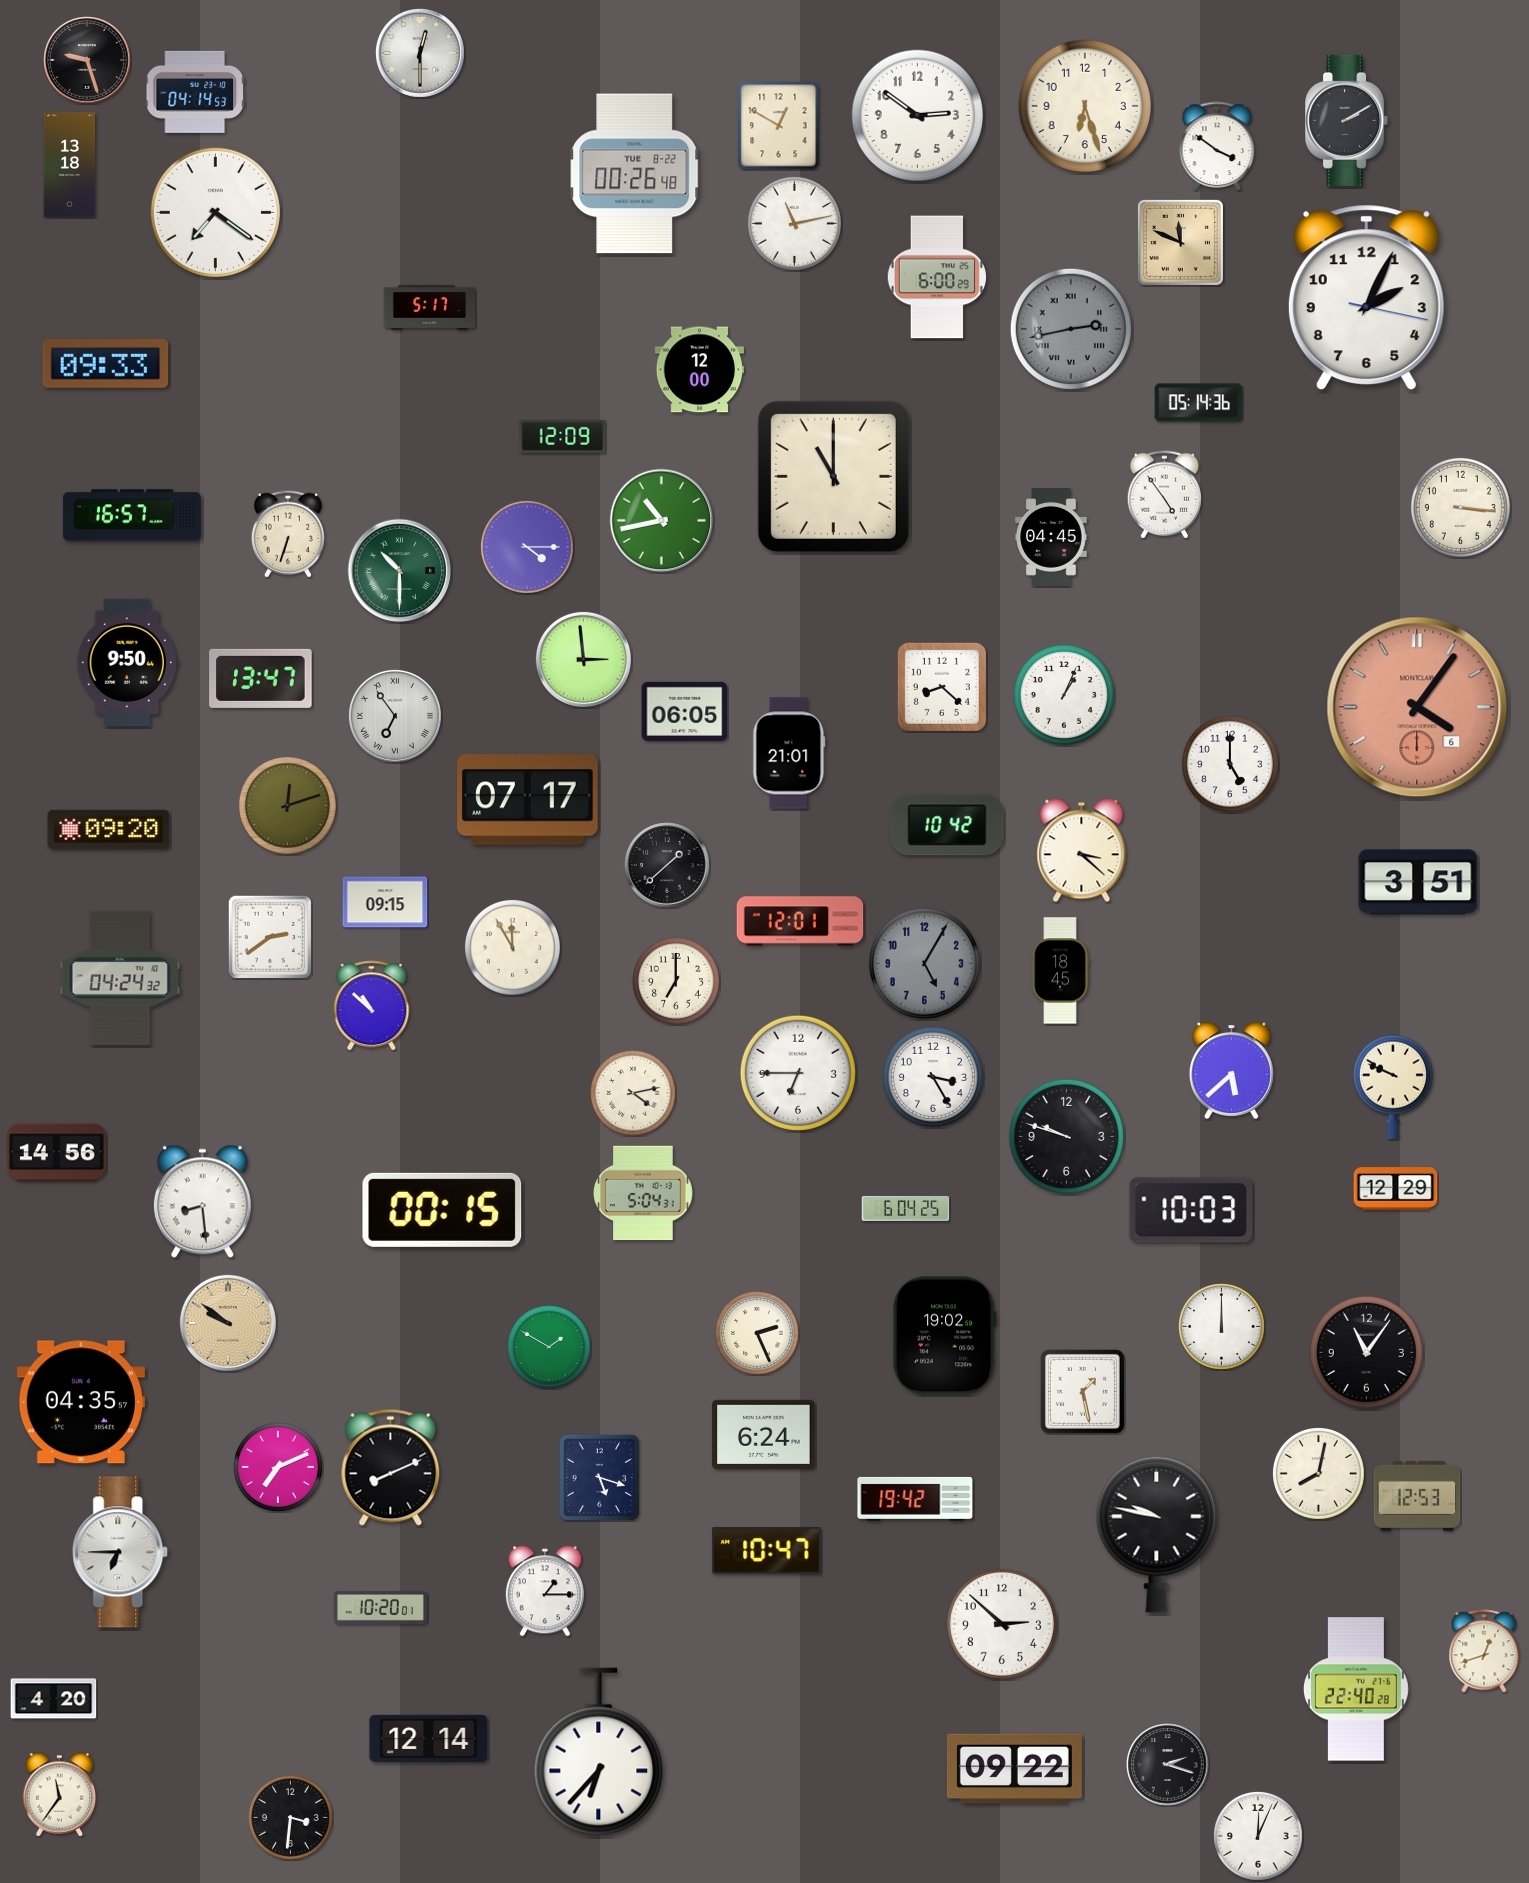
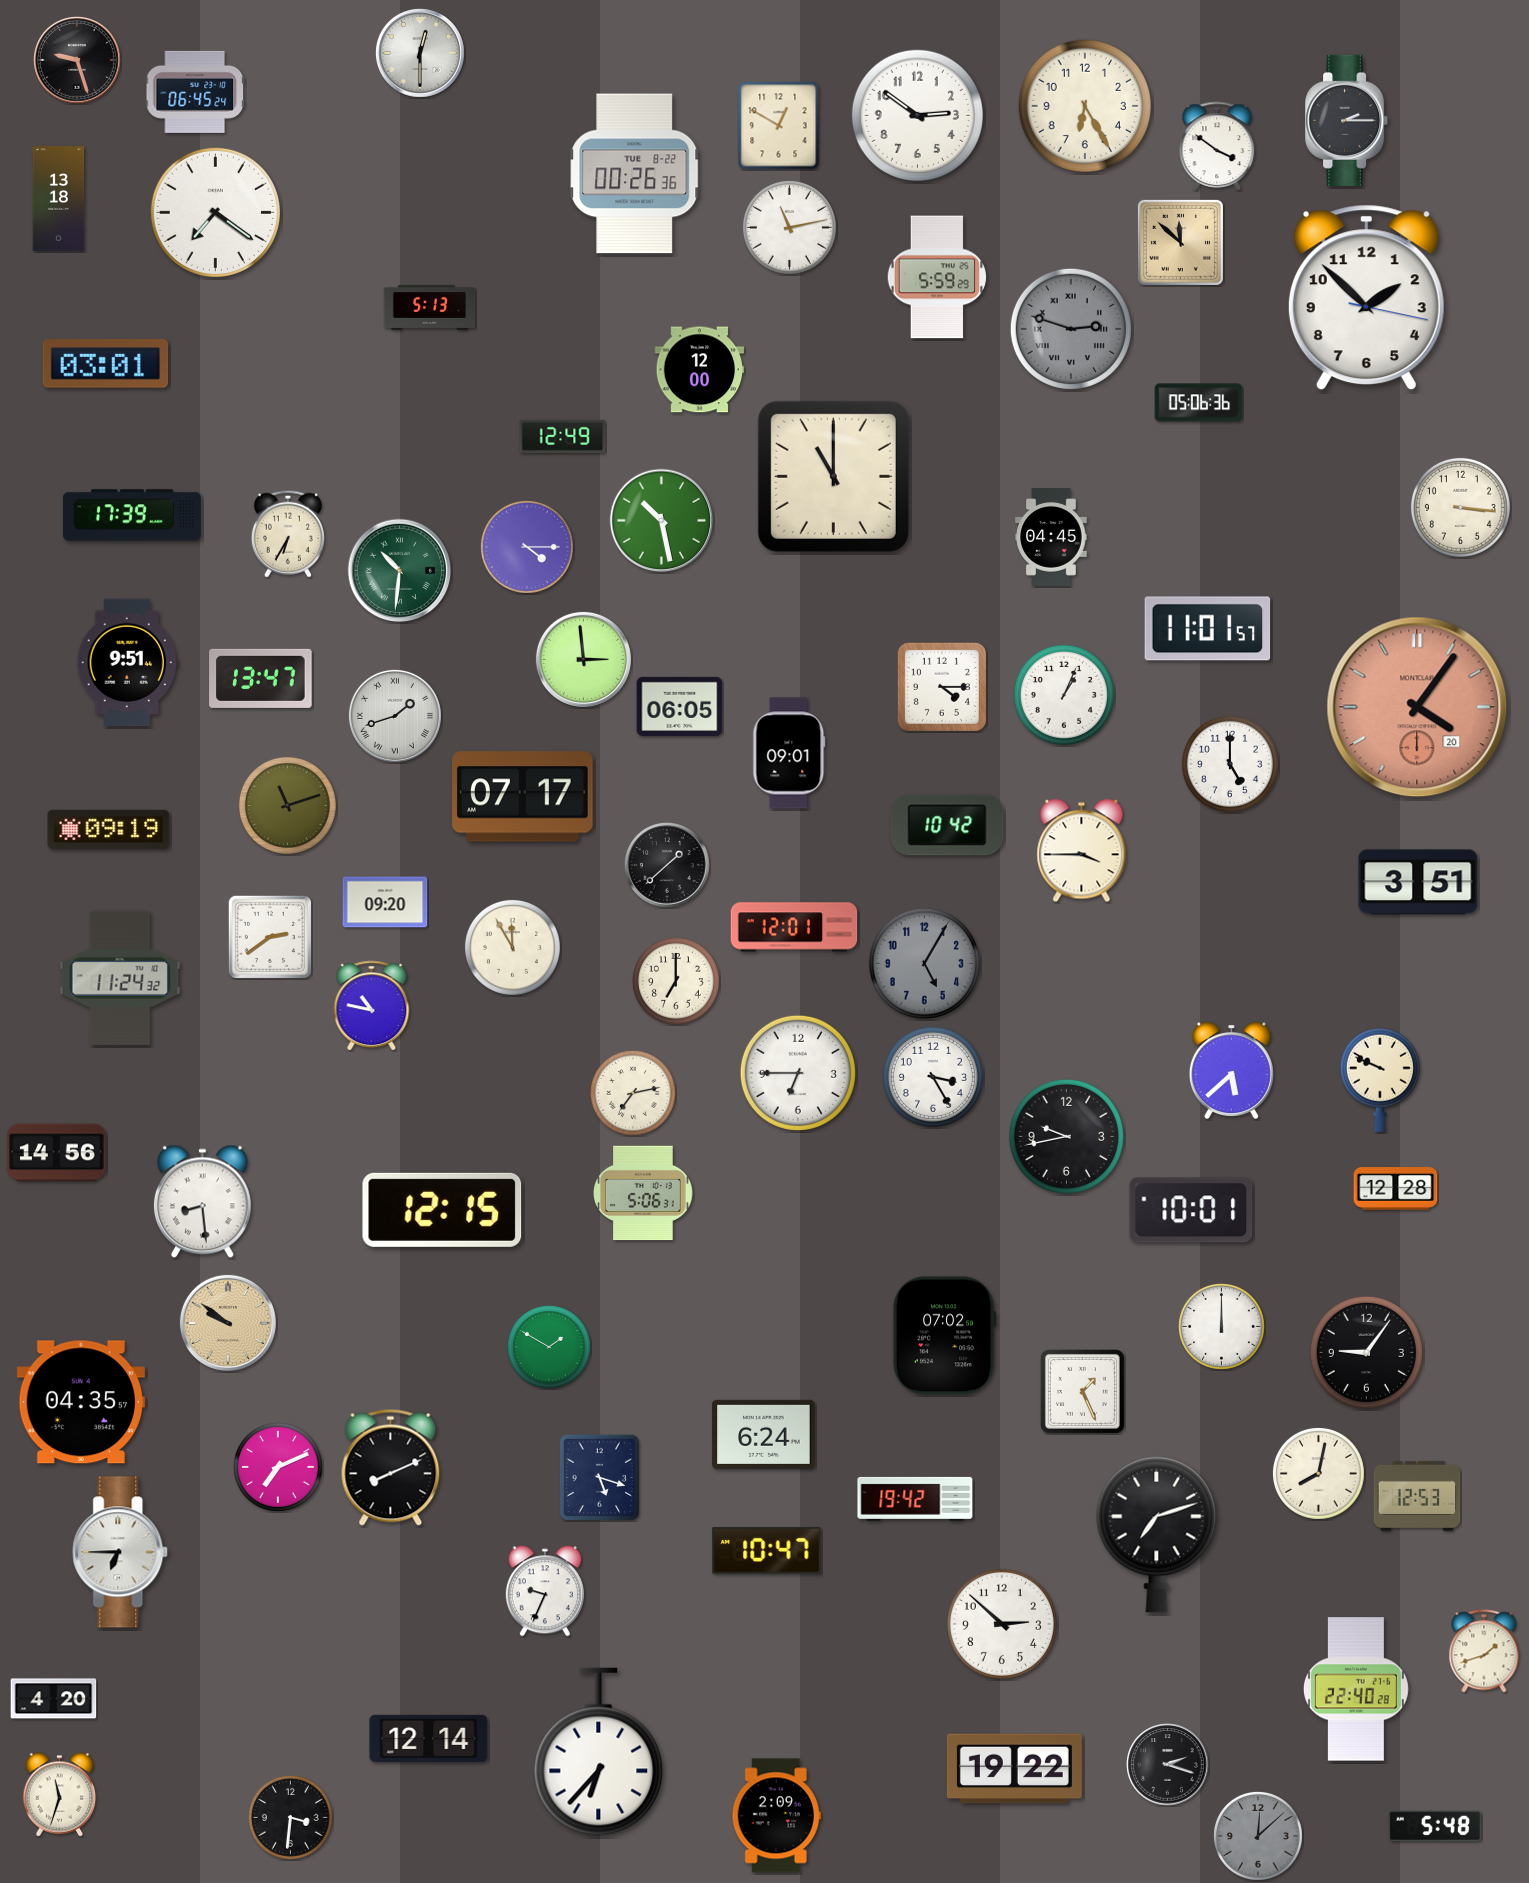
clock at (88, 61) position: (88, 61) -> (78, 61)
clock at (194, 92): 04:14 -> 06:45
clock at (1084, 105): 6:27 -> 6:25
clock at (1347, 120): 2:10 -> 2:15
clock at (70, 165) position: (70, 165) -> (59, 199)
clock at (635, 174): 00:26:48 -> 00:26:36
clock at (794, 223) position: (794, 223) -> (789, 227)
clock at (1180, 242): 11:49 -> 11:52
clock at (937, 277): 6:00 -> 5:59
clock at (1366, 298): 2:04 -> 1:52
clock at (430, 307): 5:17 -> 5:13
clock at (1071, 329): 2:43 -> 2:48
clock at (106, 364): 09:33 -> 03:01
clock at (1199, 403): 05:14 -> 05:06
clock at (563, 436): 12:09 -> 12:49
clock at (1164, 495): 4:54 -> none
clock at (132, 515): 16:57 -> 17:39
clock at (662, 521): 10:43 -> 10:28
clock at (288, 534): 6:33 -> 6:35
clock at (400, 571): 10:30 -> 10:31
clock at (1208, 629): none -> 11:01
clock at (127, 663): 9:50 -> 9:51
clock at (942, 687): 8:22 -> 4:15
clock at (1417, 707) date: 6 -> 20
clock at (685, 711) position: (685, 711) -> (680, 706)
clock at (395, 716): 6:54 -> 1:42
clock at (789, 753): 21:01 -> 09:01
clock at (528, 800) position: (528, 800) -> (523, 797)
clock at (287, 805): 12:12 -> 11:12
clock at (109, 829): 09:20 -> 09:19
clock at (1082, 851): 3:22 -> 3:45
clock at (385, 902): 09:15 -> 09:20
clock at (800, 921) position: (800, 921) -> (794, 927)
clock at (1060, 971): 18:45 -> none
clock at (120, 978): 04:24 -> 11:24
clock at (372, 1006): 10:52 -> 10:47
clock at (1393, 1087) position: (1393, 1087) -> (1380, 1080)
clock at (634, 1094): 4:13 -> 7:13
clock at (1066, 1136): 9:48 -> 9:43
clock at (1396, 1189): 12:29 -> 12:28
clock at (643, 1193): 5:04 -> 5:06
clock at (906, 1208): 6:04 -> none
clock at (442, 1210): 00:15 -> 12:15
clock at (1191, 1210): 10:03 -> 10:01
clock at (758, 1334): 2:26 -> none
clock at (944, 1336): 19:02 -> 07:02
clock at (1366, 1352): 11:06 -> 9:06
clock at (1082, 1391): 1:28 -> 1:26
clock at (1157, 1534): 9:47 -> 7:12
clock at (545, 1591): 1:15 -> 9:34
clock at (380, 1607): 10:20 -> none
clock at (1484, 1651): 12:42 -> 1:42
clock at (1014, 1769): 09:22 -> 19:22
clock at (60, 1795): 11:36 -> 11:33
clock at (776, 1816): none -> 2:09
clock at (1435, 1826): none -> 5:48
clock at (1258, 1836): 12:04 -> 12:08
clock at (1258, 1836) dial: white -> grey
